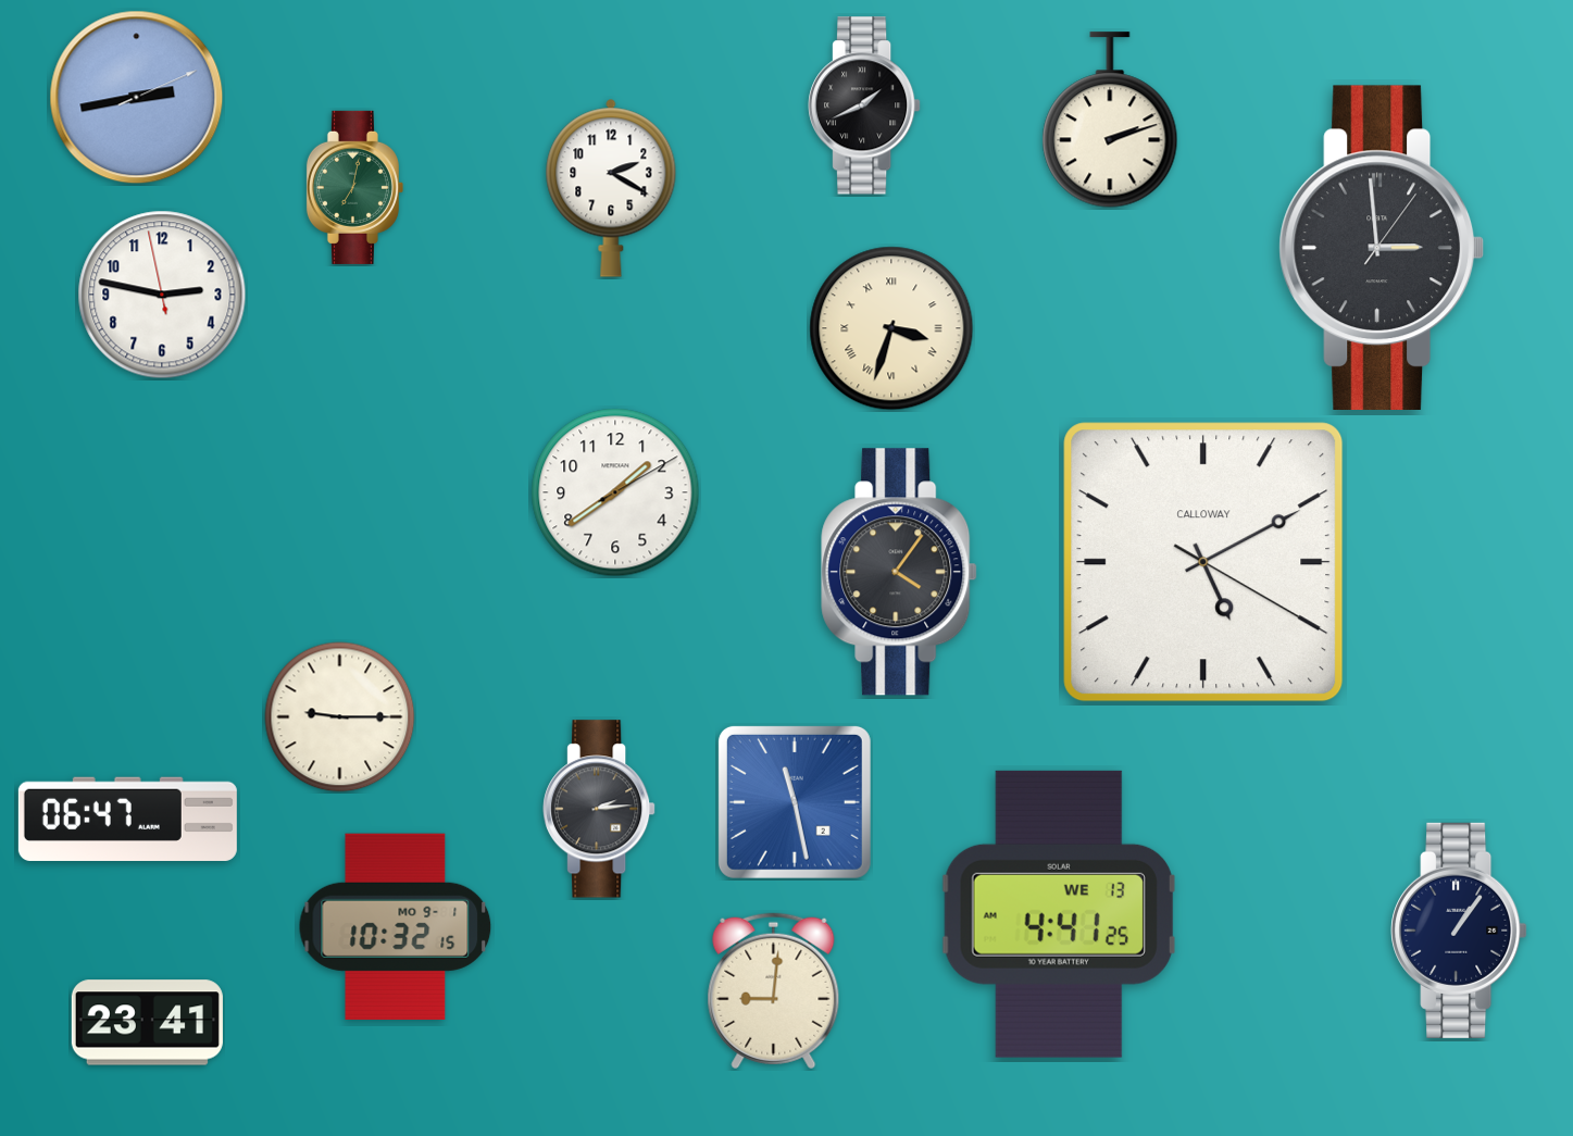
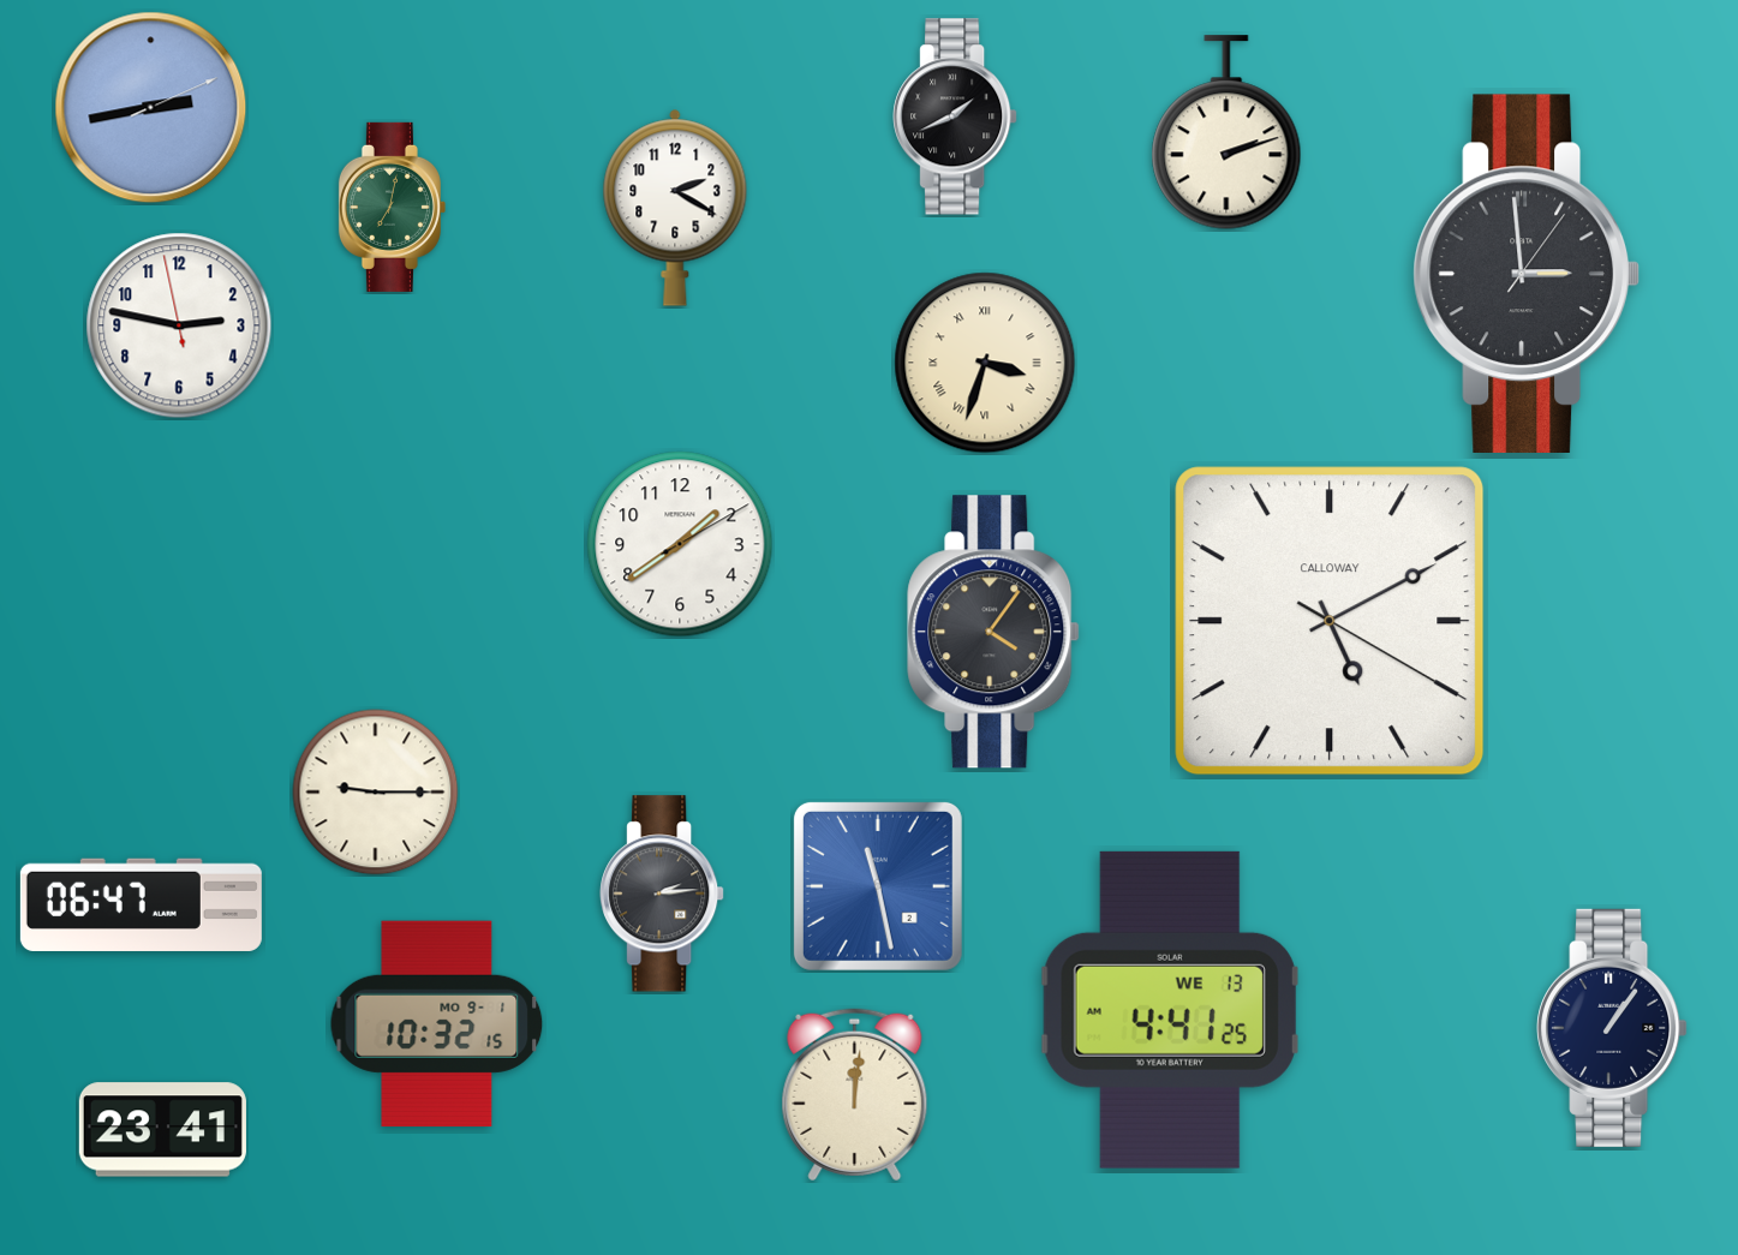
clock at (774, 991): 9:01 -> 12:01
